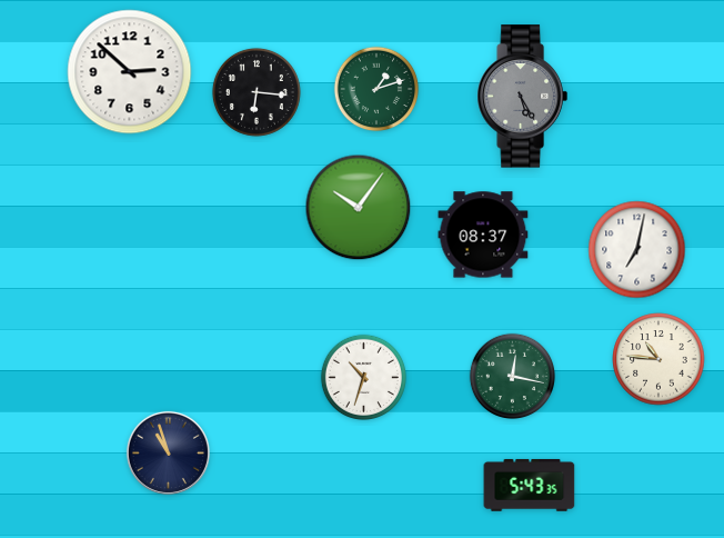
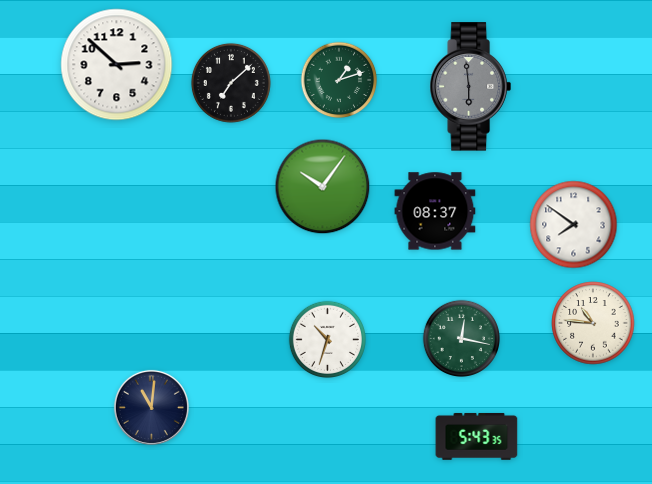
clock at (257, 92): 6:16 -> 7:08
clock at (522, 97): 5:25 -> 5:59
clock at (637, 250): 7:02 -> 7:51
clock at (168, 452): 10:57 -> 11:01
